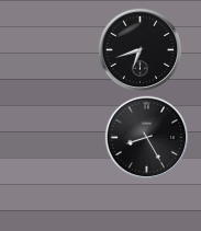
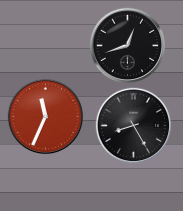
clock at (141, 50): 6:42 -> 12:42
clock at (46, 117): none -> 11:34
